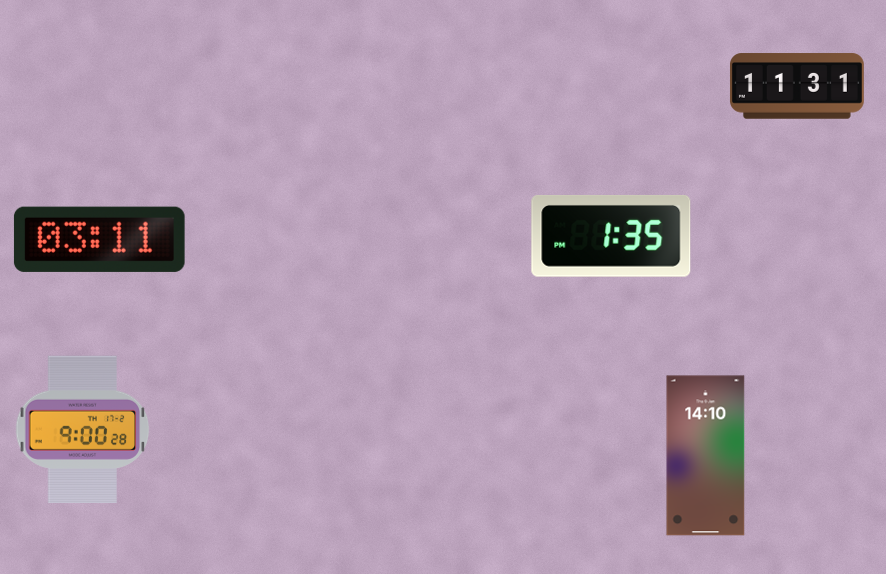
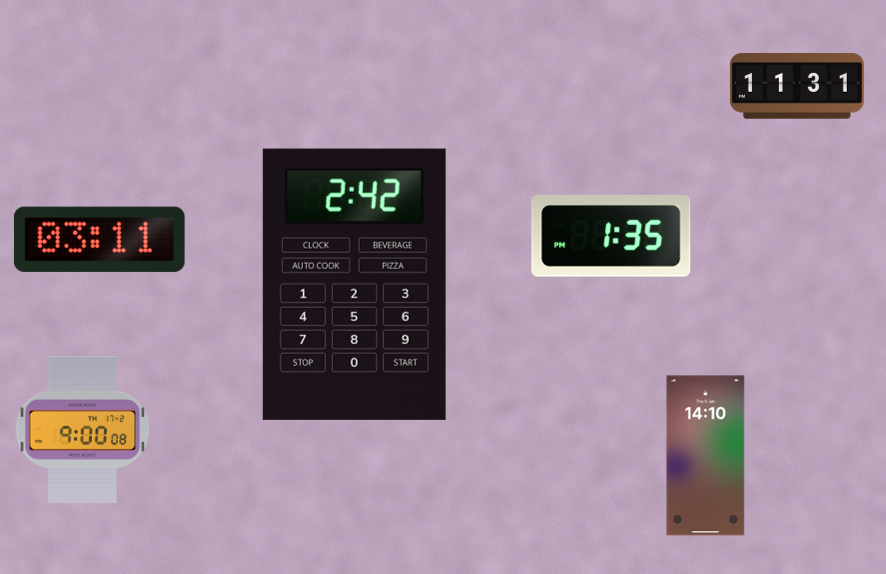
clock at (354, 284): none -> 2:42
clock at (83, 429): 9:00:28 -> 9:00:08
